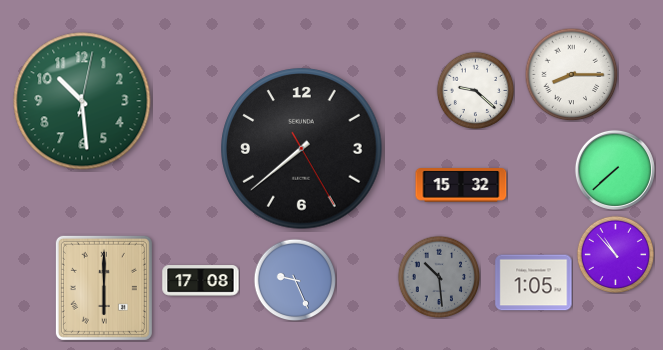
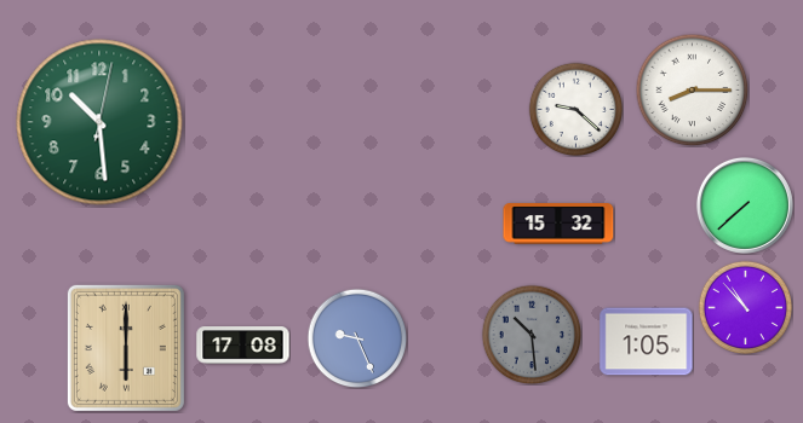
clock at (302, 149): 7:38 -> none
clock at (201, 281) position: (201, 281) -> (243, 346)
